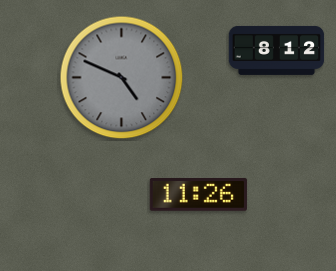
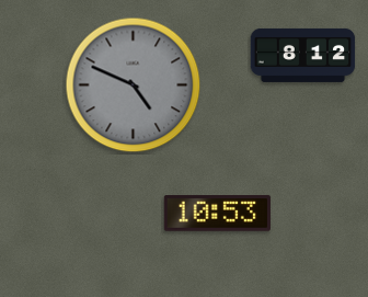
clock at (198, 195): 11:26 -> 10:53
